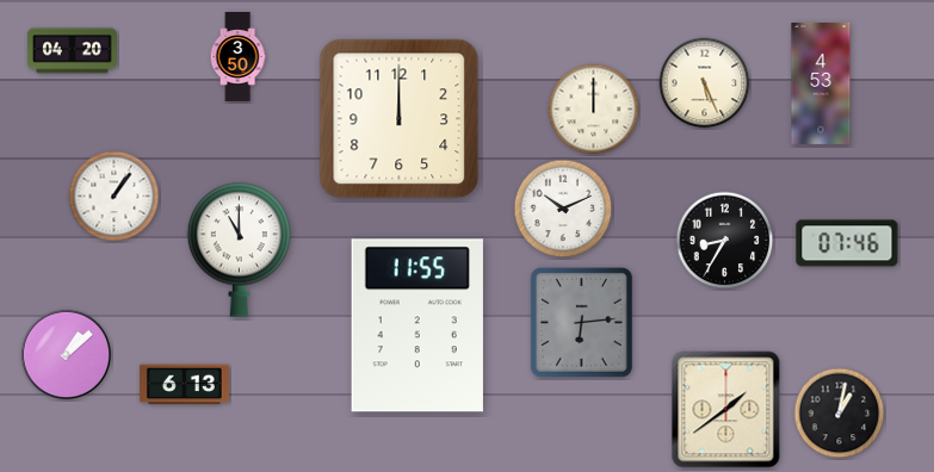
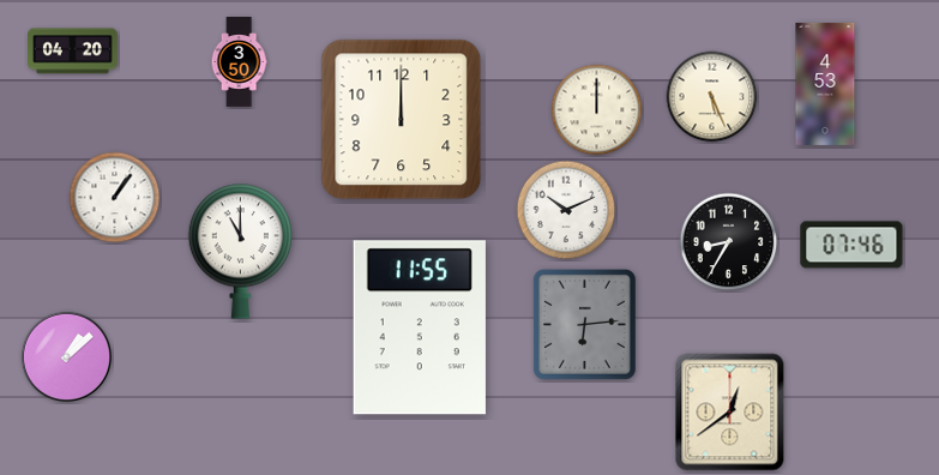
clock at (237, 57) position: (237, 57) -> (239, 62)
clock at (705, 83) position: (705, 83) -> (712, 97)
clock at (184, 385): 6:13 -> none
clock at (726, 410): 1:39 -> 12:39
clock at (840, 414): 1:02 -> none
